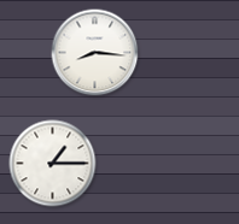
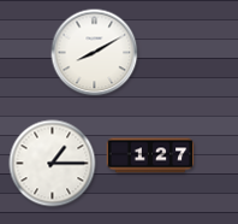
clock at (95, 53): 8:16 -> 8:10
clock at (150, 155): none -> 1:27
